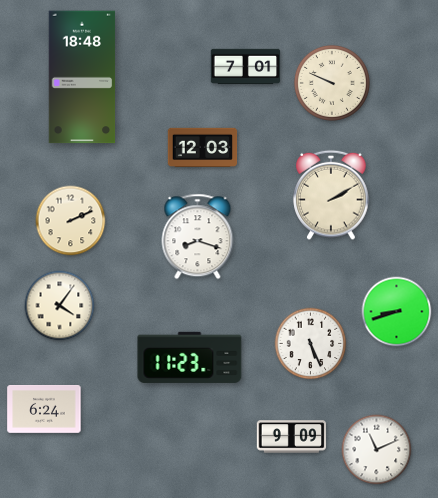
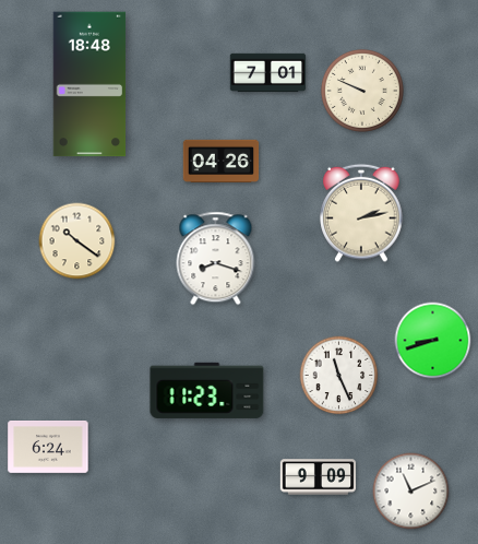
clock at (203, 147): 12:03 -> 04:26
clock at (331, 195): 2:10 -> 2:13
clock at (71, 221): 2:11 -> 10:21
clock at (60, 306): 4:06 -> none
clock at (311, 344): 5:26 -> 11:26
